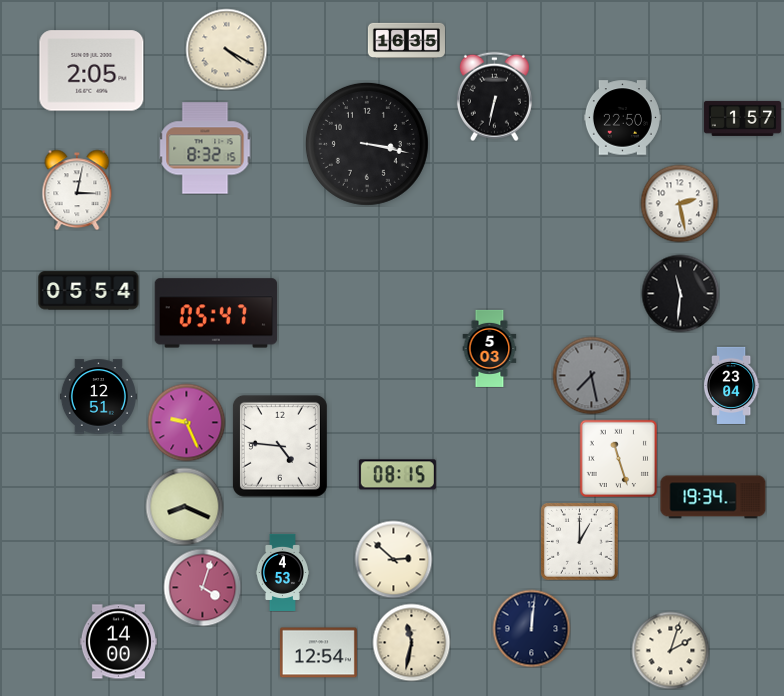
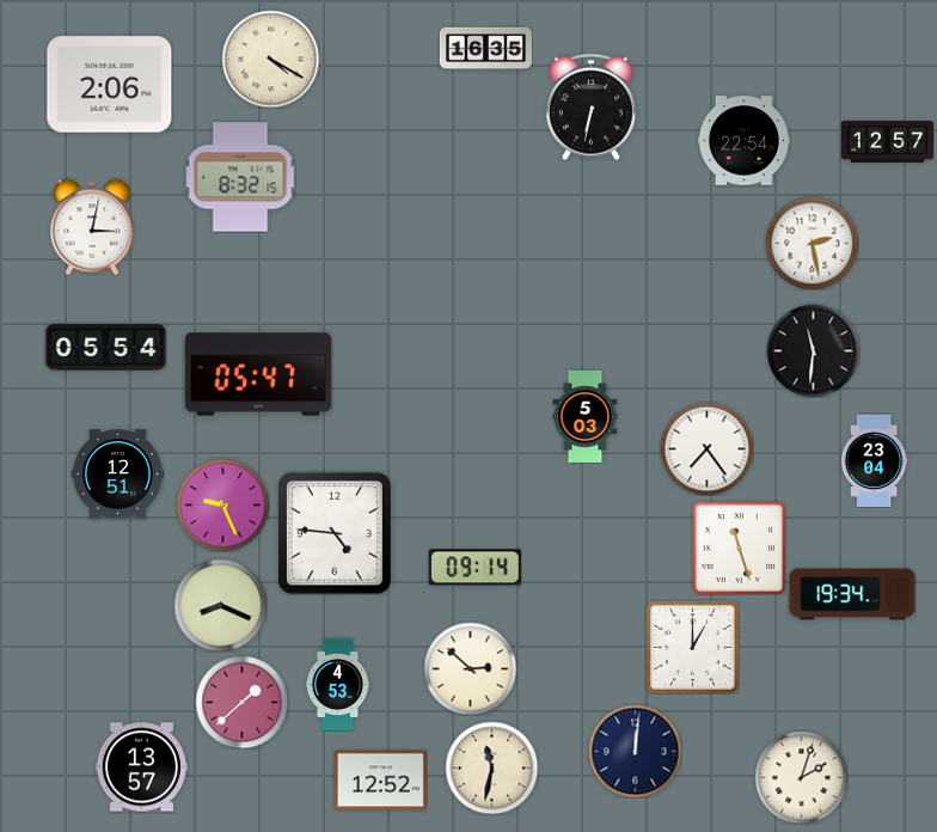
clock at (92, 71): 2:05 -> 2:06
clock at (494, 96) position: (494, 96) -> (590, 106)
clock at (622, 118): 22:50 -> 22:54
clock at (742, 118): 1:57 -> 12:57
clock at (367, 144): 3:17 -> none
clock at (205, 148) position: (205, 148) -> (240, 177)
clock at (591, 375): 7:28 -> 7:24
clock at (591, 375) dial: grey -> white
clock at (397, 475): 08:15 -> 09:14
clock at (202, 587): 4:03 -> 1:38
clock at (118, 642): 14:00 -> 13:57
clock at (318, 653): 12:54 -> 12:52
